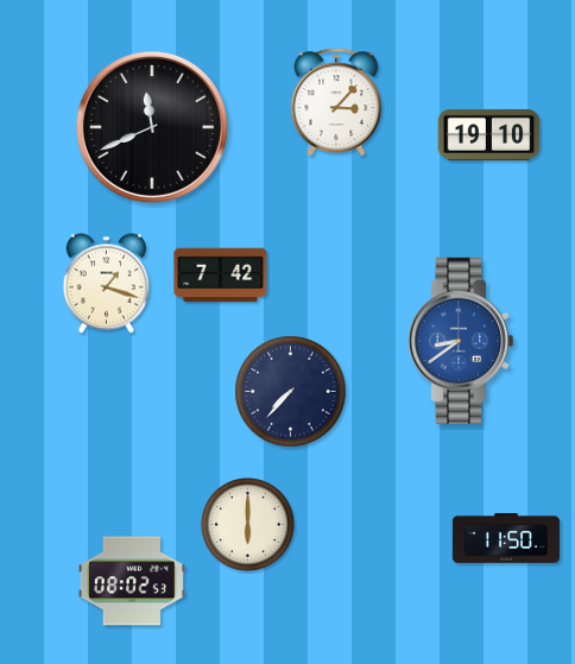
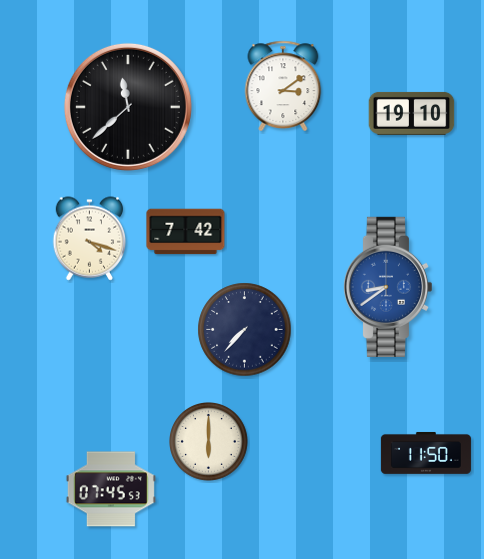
clock at (336, 101): 3:07 -> 3:09
clock at (152, 127): 11:41 -> 11:38
clock at (107, 284): 1:18 -> 4:18
clock at (132, 581): 08:02 -> 07:45
